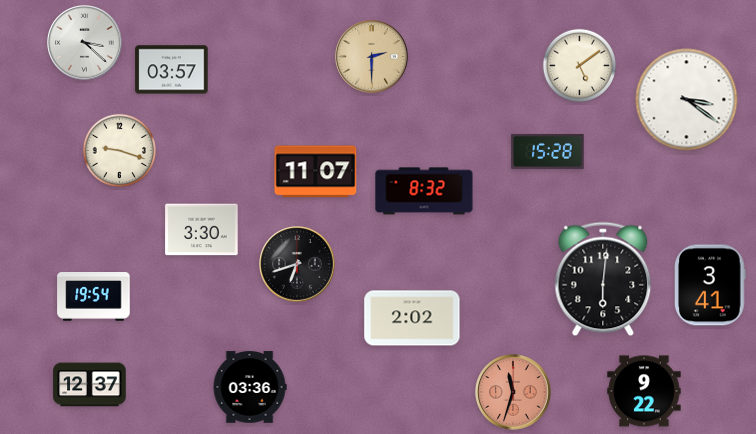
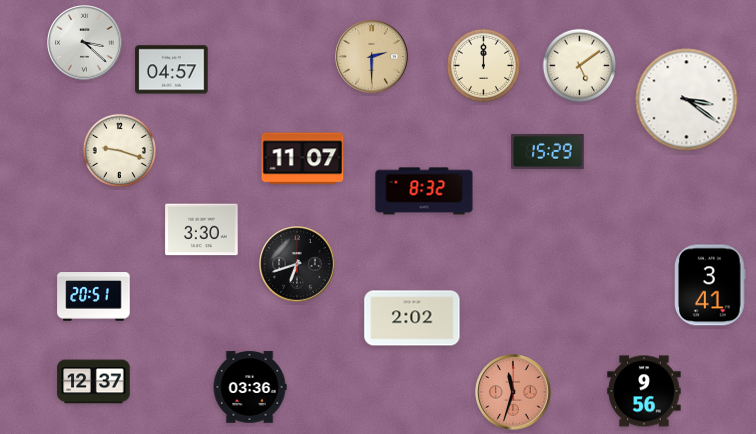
clock at (483, 65): none -> 12:00
clock at (172, 70): 03:57 -> 04:57
clock at (548, 151): 15:28 -> 15:29
clock at (316, 172) position: (316, 172) -> (303, 159)
clock at (603, 279): 6:01 -> none
clock at (94, 297): 19:54 -> 20:51
clock at (90, 385) position: (90, 385) -> (94, 382)
clock at (644, 391): 9:22 -> 9:56
